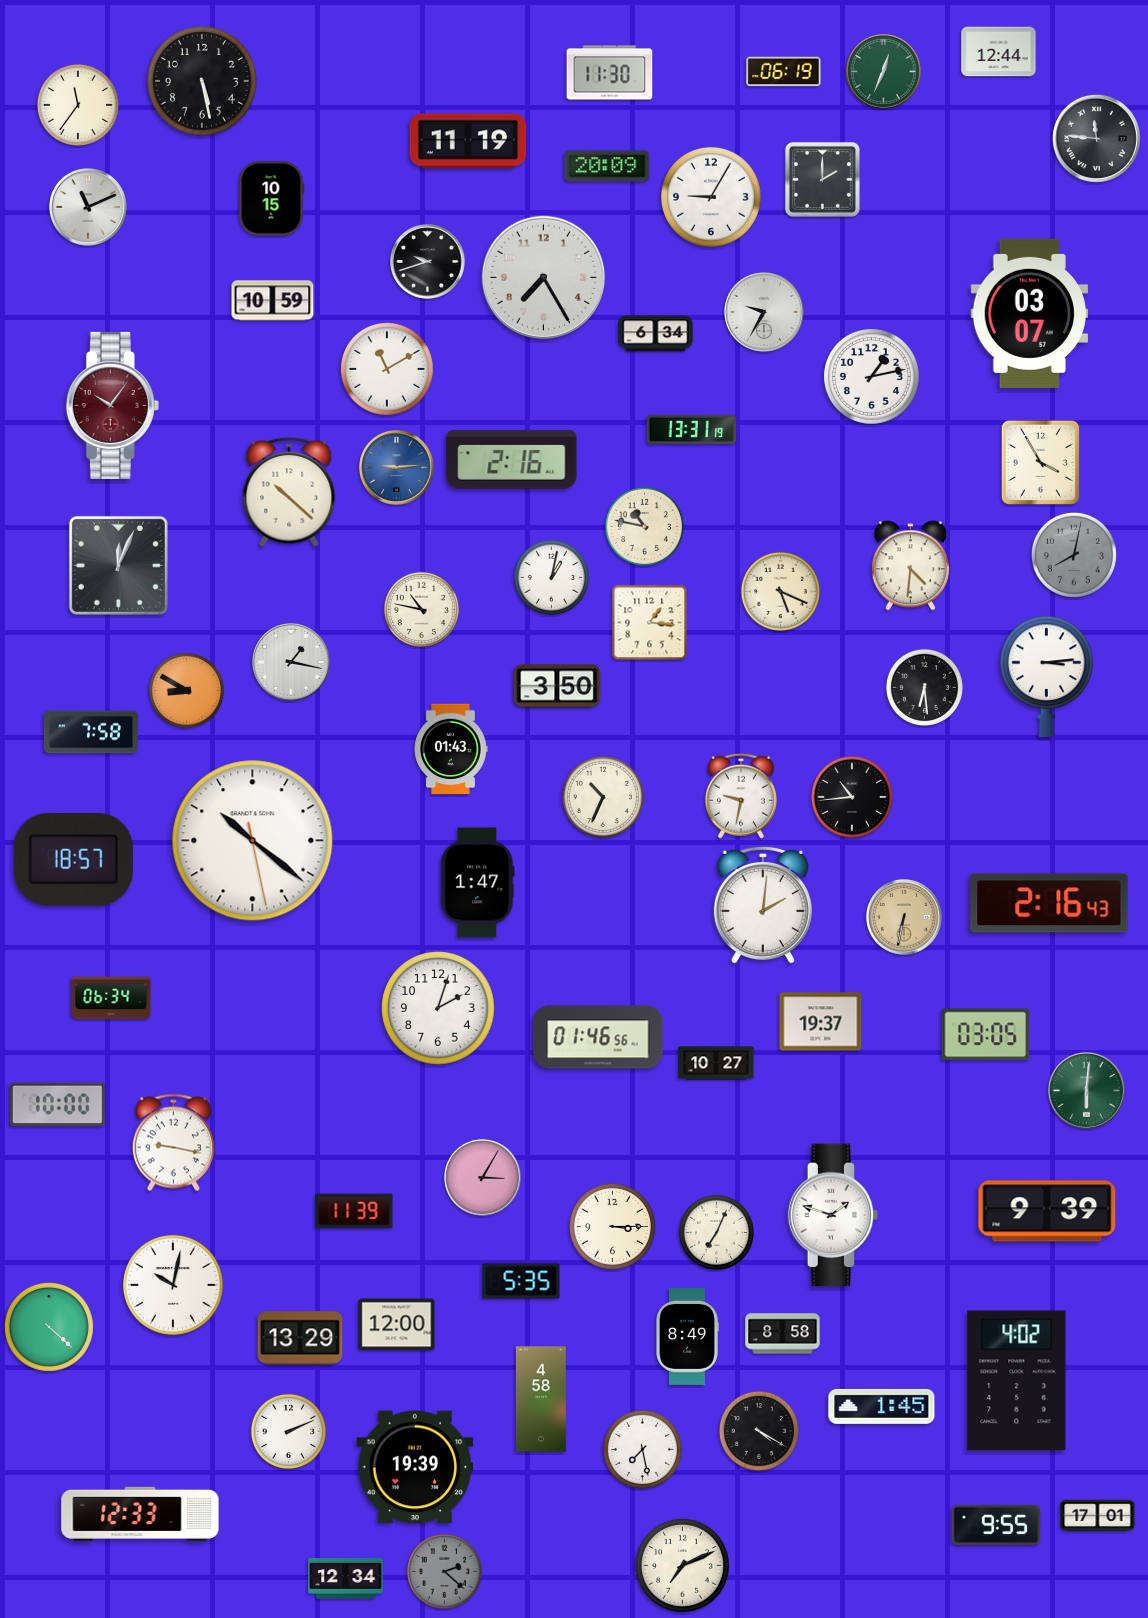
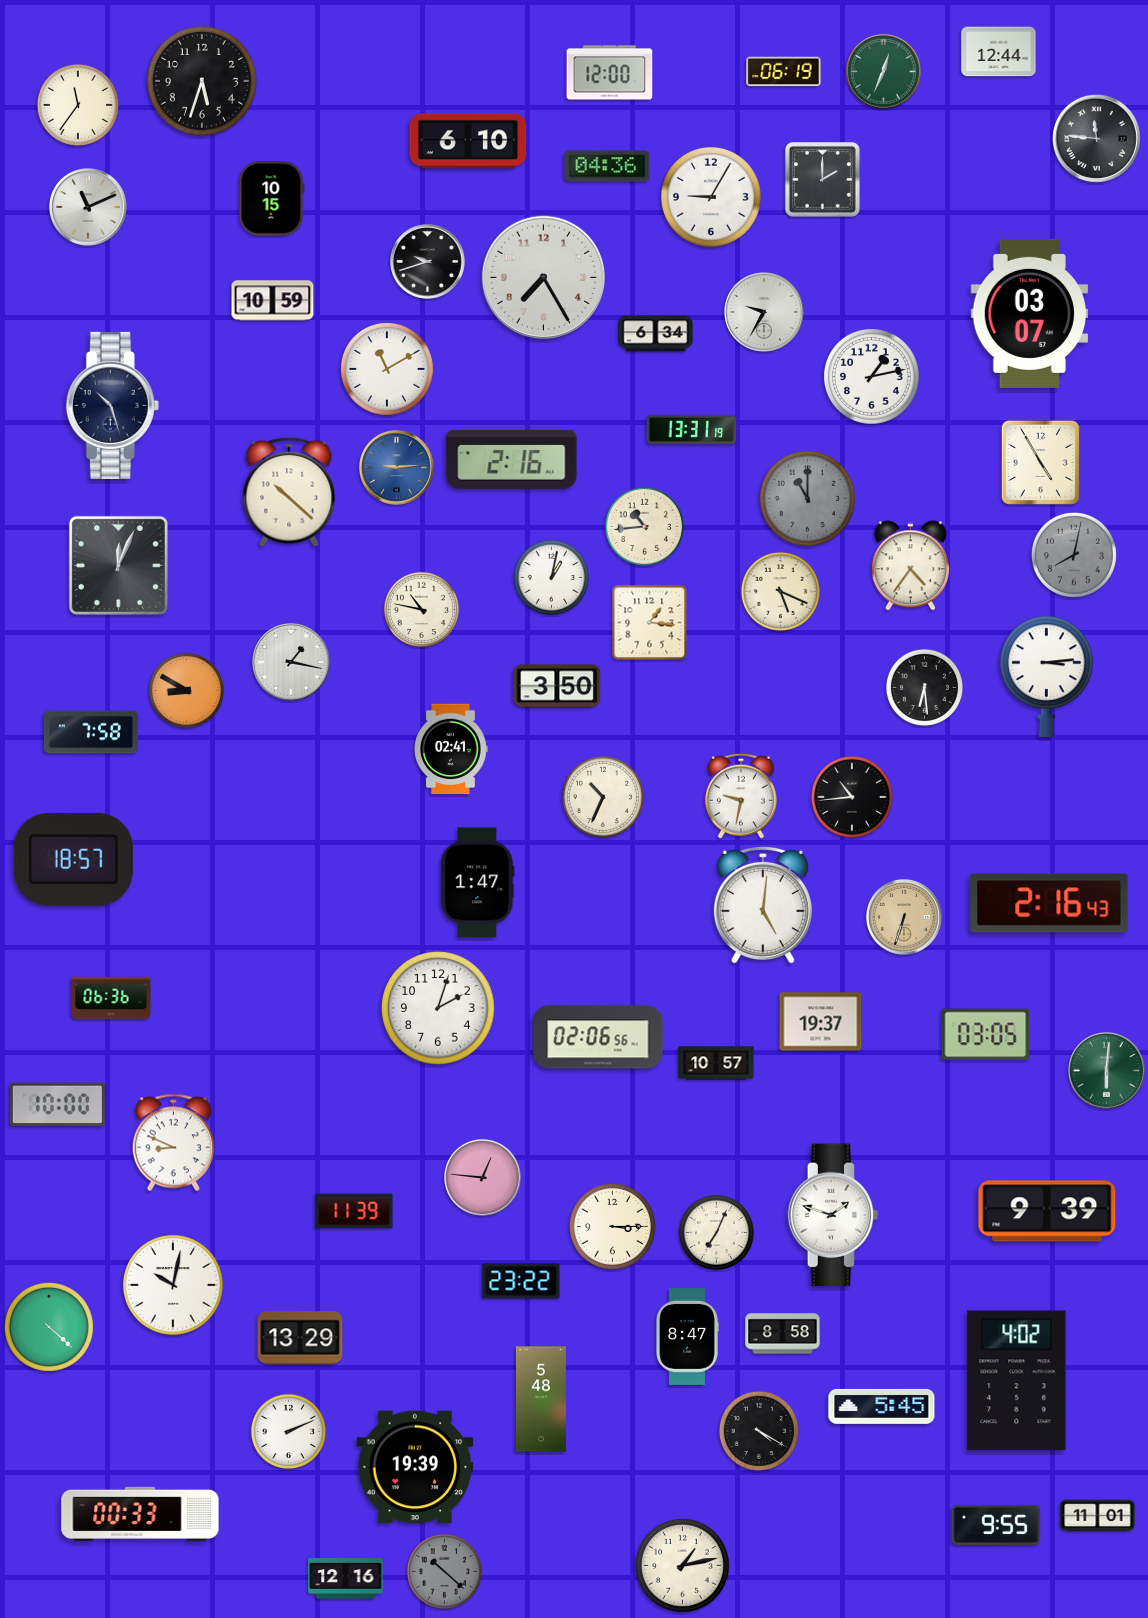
clock at (610, 73): 11:30 -> 12:00
clock at (202, 81): 5:28 -> 5:33
clock at (468, 141): 11:19 -> 6:10
clock at (607, 166): 20:09 -> 04:36
clock at (112, 405): 10:06 -> 10:27
clock at (112, 405) dial: burgundy -> navy
clock at (1040, 462): 3:55 -> 4:55
clock at (807, 498): none -> 11:00
clock at (644, 526): 10:47 -> 10:44
clock at (910, 566): 4:31 -> 4:36
clock at (451, 749): 01:43 -> 02:41
clock at (253, 841): 10:21 -> none
clock at (763, 905): 2:01 -> 5:01
clock at (905, 918): 6:32 -> 6:33
clock at (111, 998): 06:34 -> 06:36
clock at (598, 1037): 01:46 -> 02:06
clock at (716, 1063): 10:27 -> 10:57
clock at (1087, 1091) position: (1087, 1091) -> (1107, 1071)
clock at (173, 1143): 9:17 -> 8:49
clock at (483, 1178): 3:05 -> 12:46
clock at (521, 1281): 5:35 -> 23:22
clock at (397, 1325): 12:00 -> none
clock at (687, 1337): 8:49 -> 8:47
clock at (541, 1399): 4:58 -> 5:48
clock at (882, 1406): 1:45 -> 5:45
clock at (642, 1449): 7:28 -> none
clock at (140, 1514): 12:33 -> 00:33
clock at (1098, 1516): 17:01 -> 11:01
clock at (682, 1565): 7:11 -> 1:13
clock at (444, 1571): 2:22 -> 10:22
clock at (346, 1579): 12:34 -> 12:16
